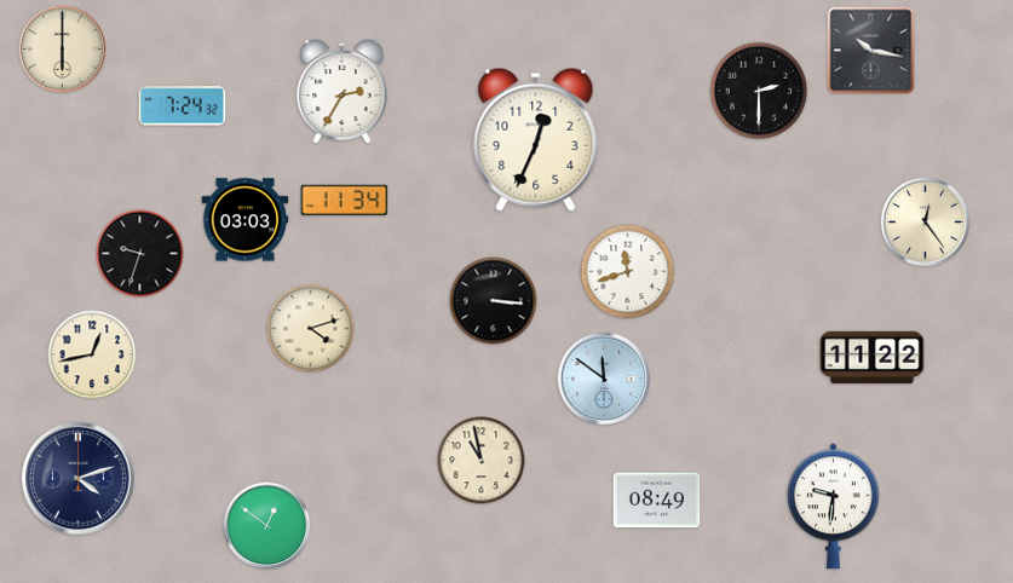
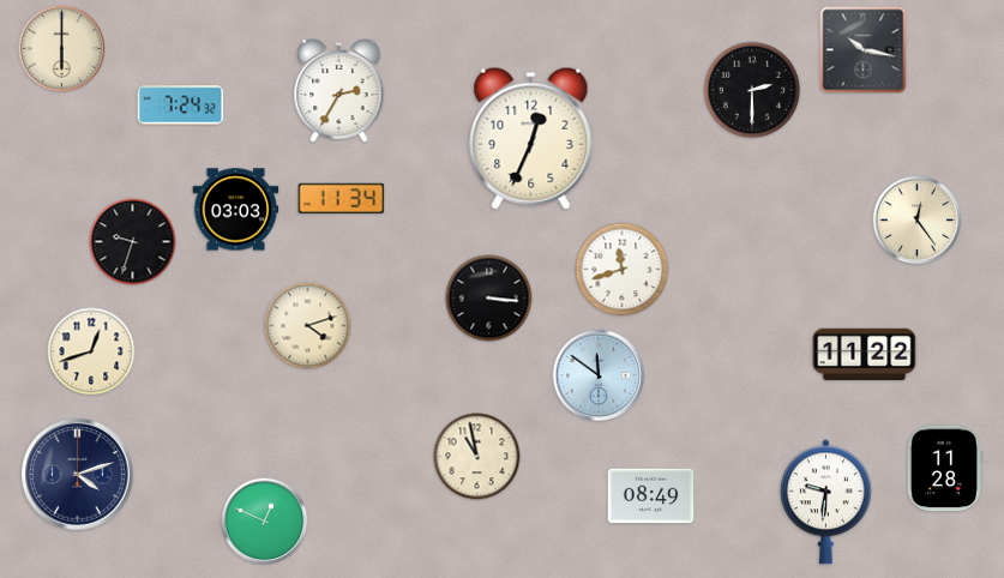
clock at (246, 220) position: (246, 220) -> (236, 210)
clock at (140, 254) position: (140, 254) -> (133, 242)
clock at (92, 354): 12:43 -> 12:42
clock at (944, 469): none -> 11:28
clock at (267, 526): 12:51 -> 12:49
